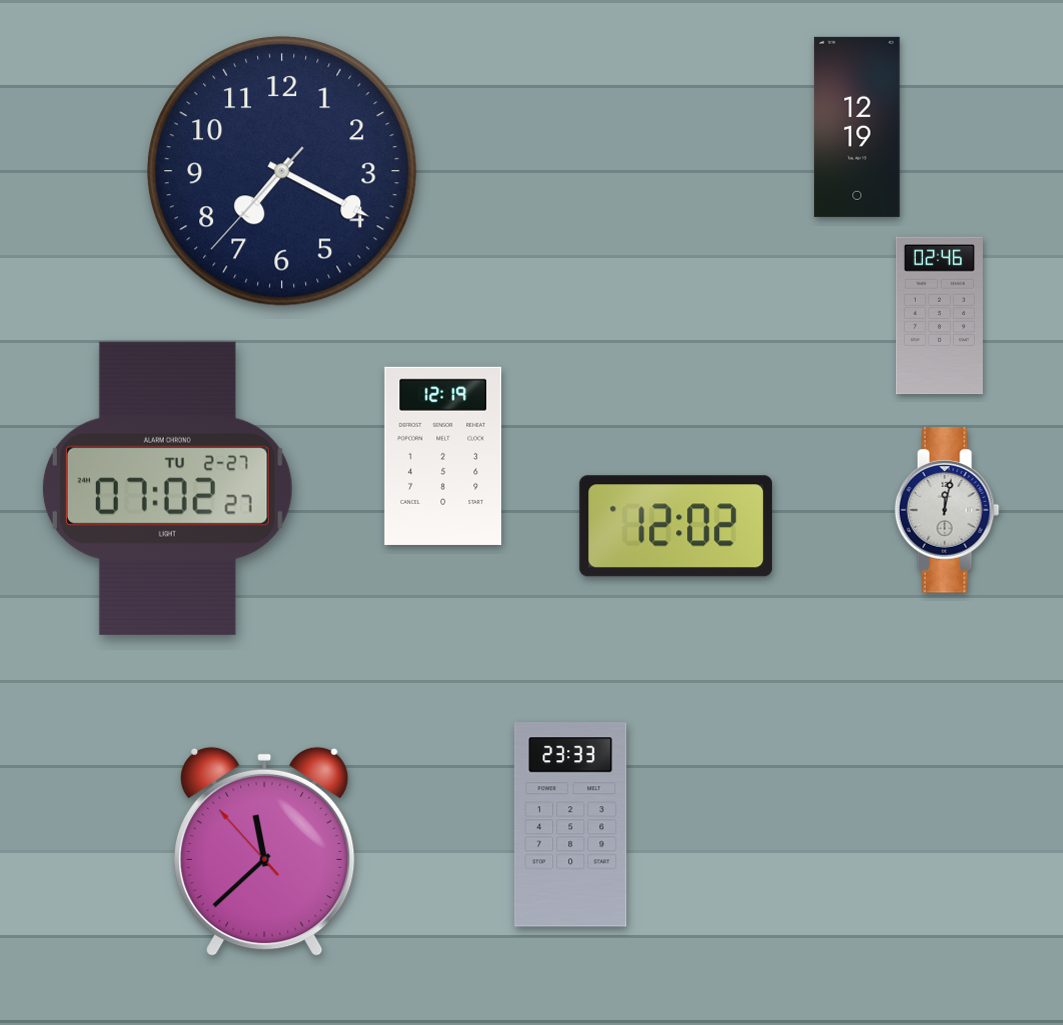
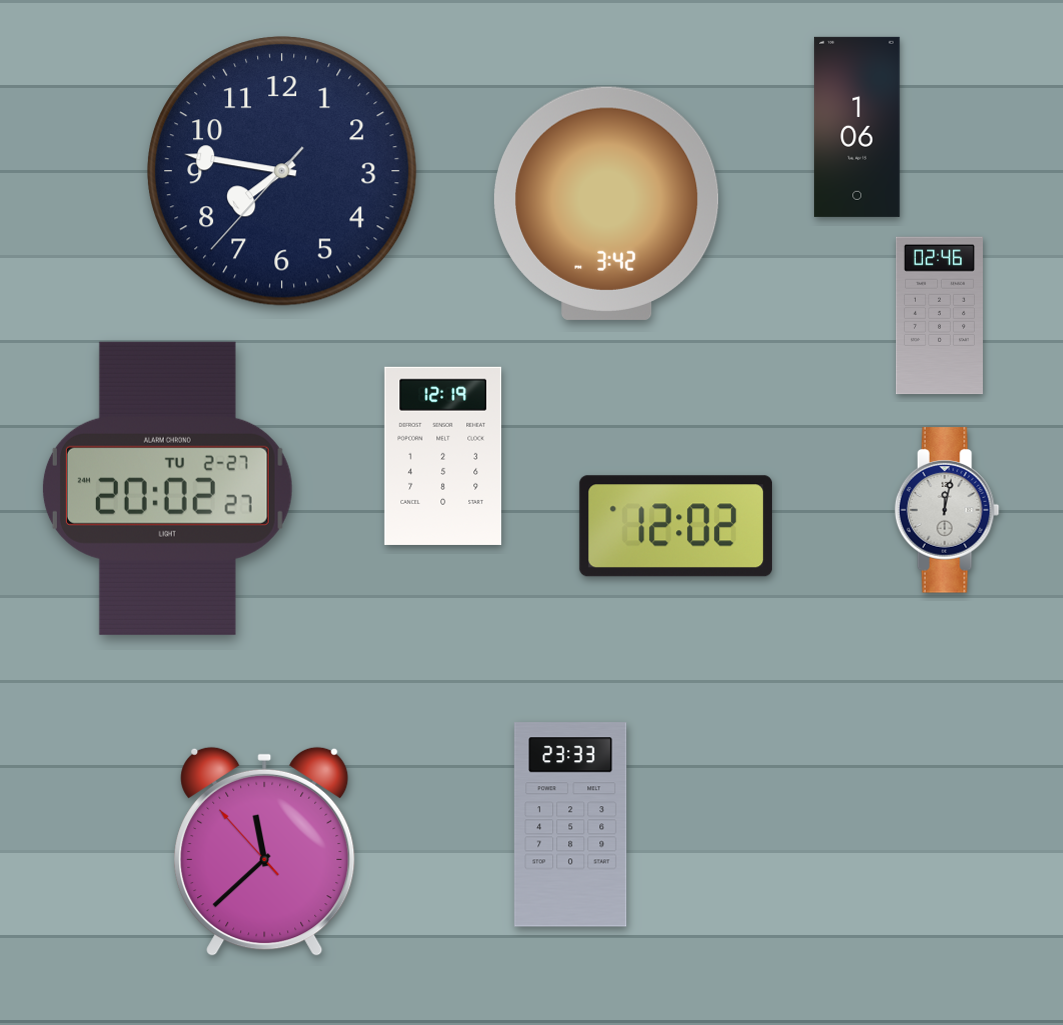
clock at (857, 127): 12:19 -> 1:06
clock at (282, 171): 7:19 -> 7:46
clock at (607, 203): none -> 3:42
clock at (167, 488): 07:02 -> 20:02
